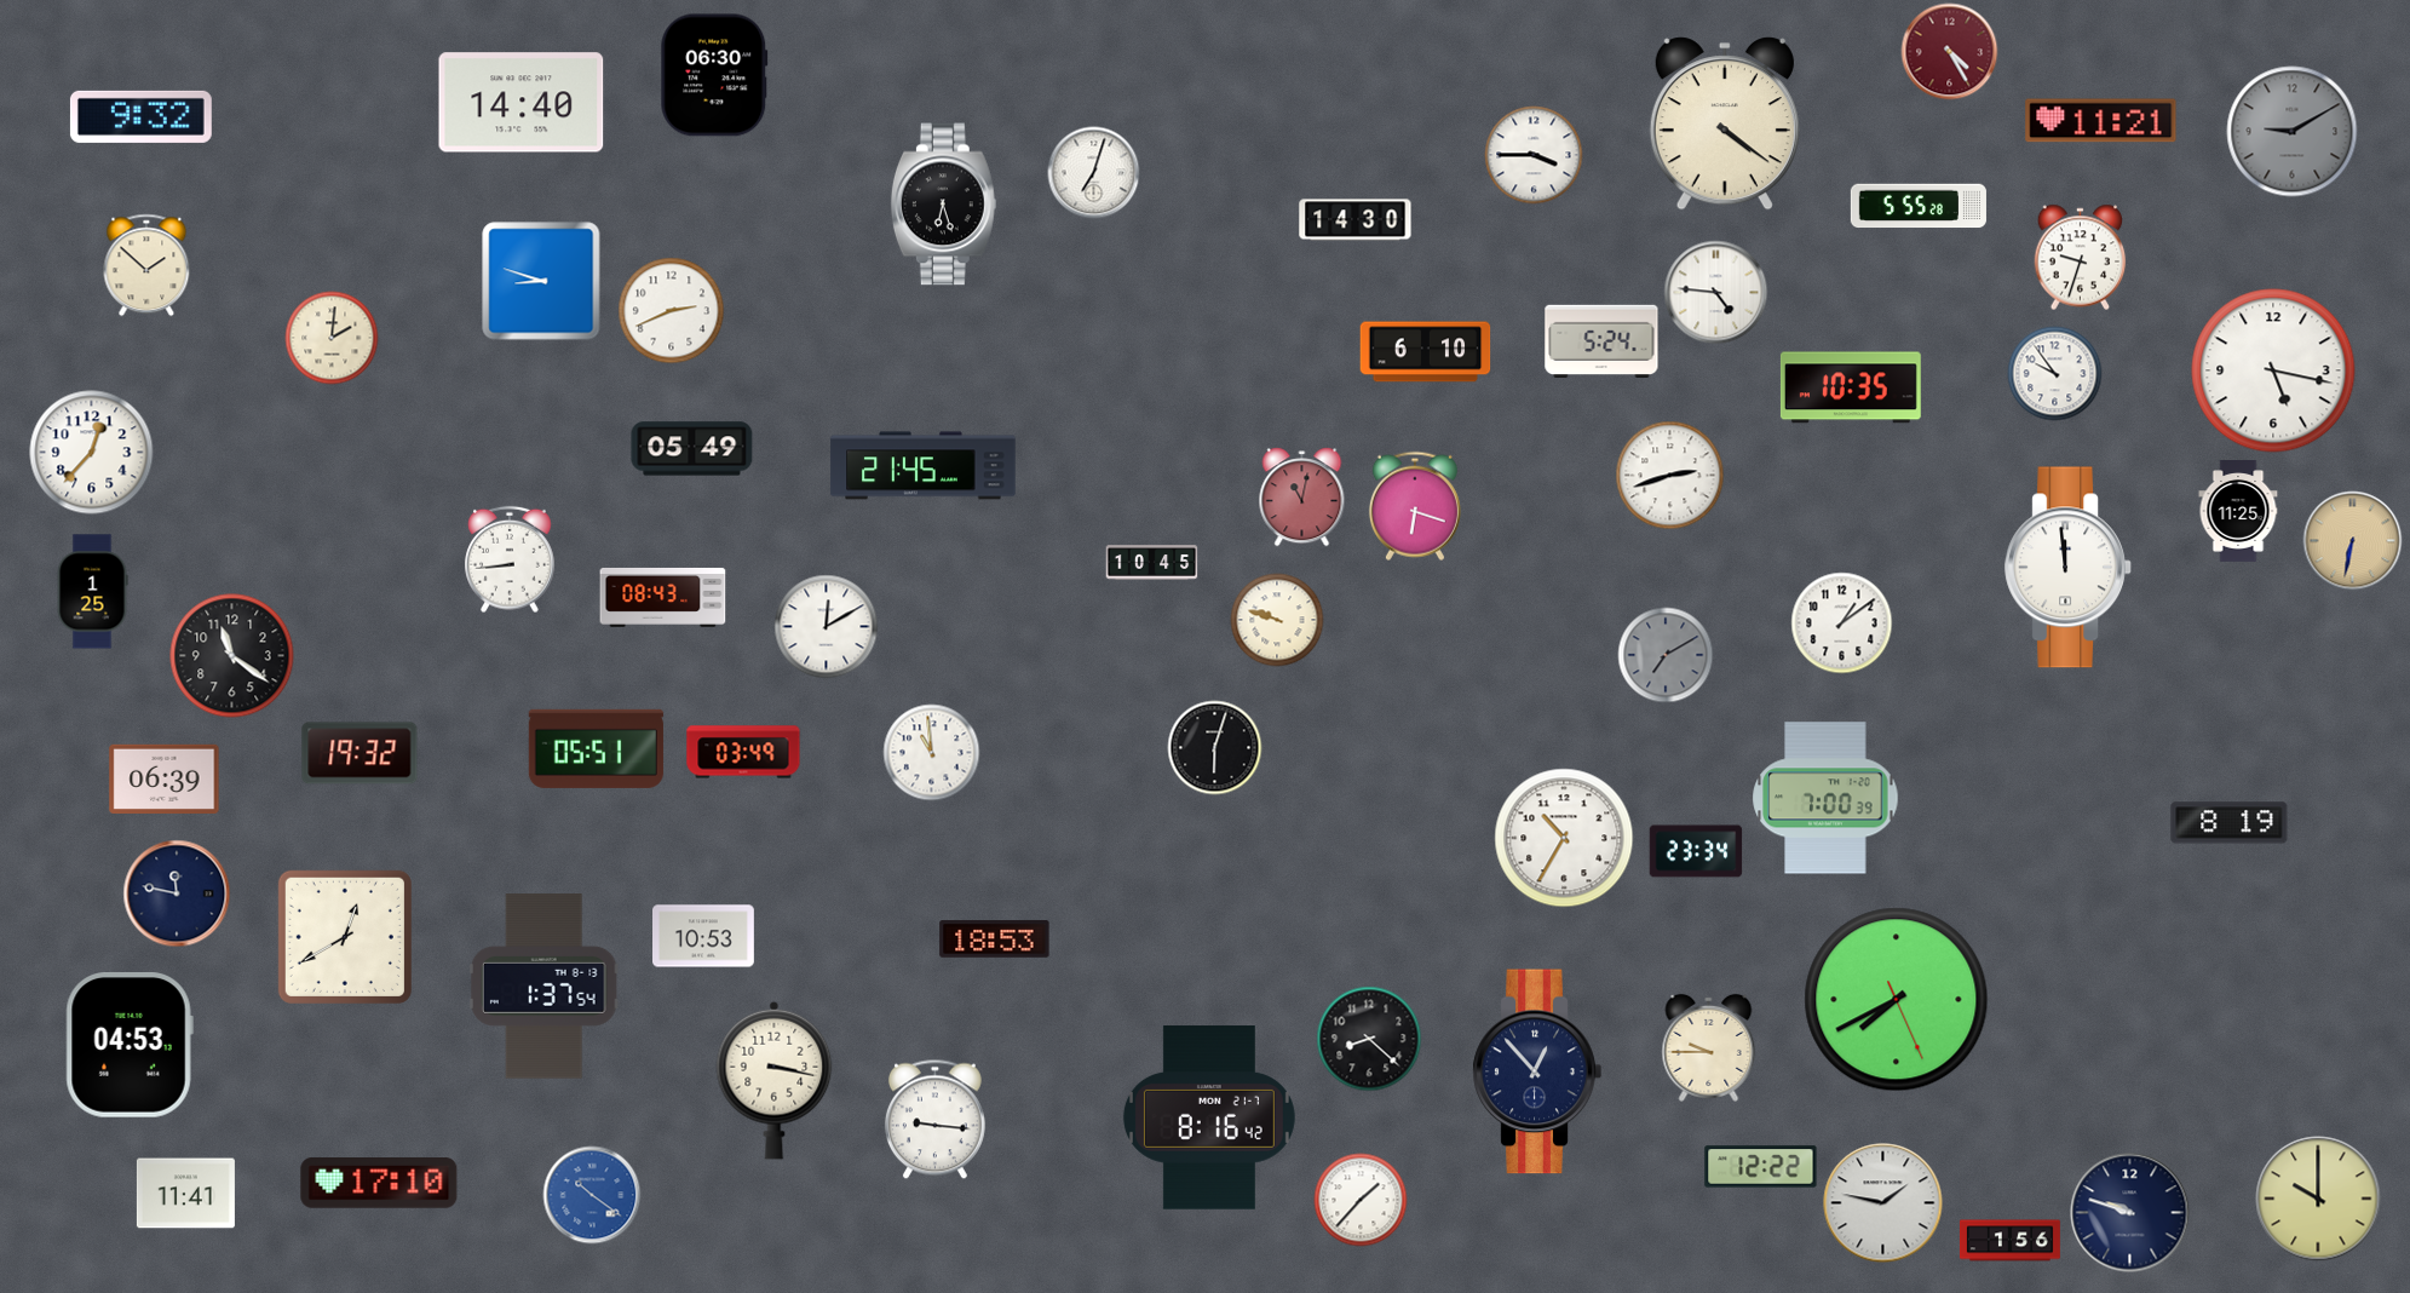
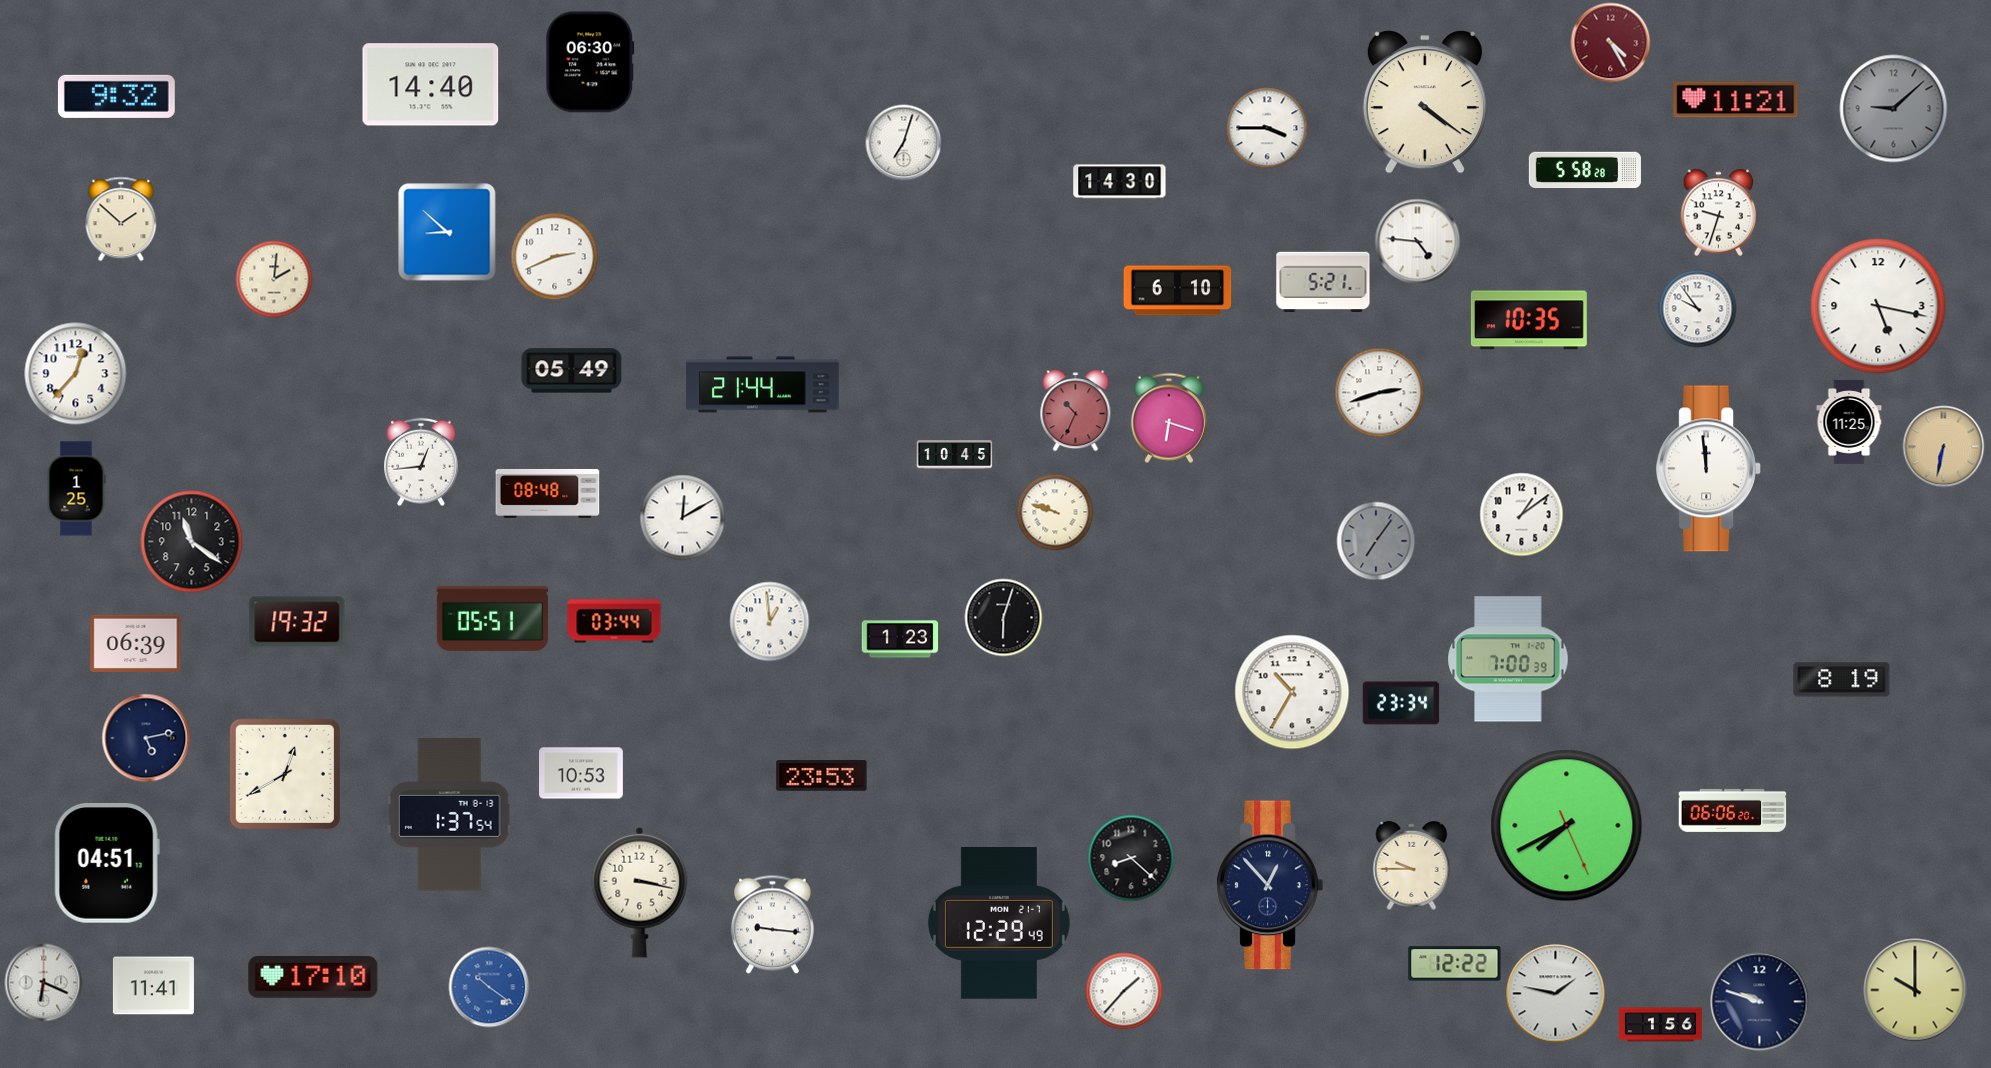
clock at (2293, 132): 9:10 -> 9:08
clock at (943, 205): 6:27 -> none
clock at (1919, 206): 5:55 -> 5:58
clock at (541, 281): 8:48 -> 8:52
clock at (1601, 340): 5:24 -> 5:21
clock at (924, 466): 21:45 -> 21:44
clock at (1302, 498): 11:02 -> 10:34
clock at (510, 559): 8:44 -> 12:44
clock at (1152, 563) position: (1152, 563) -> (955, 455)
clock at (663, 597): 08:43 -> 08:48
clock at (1666, 655): 7:10 -> 7:06
clock at (743, 752): 03:49 -> 03:44
clock at (932, 753): 10:59 -> 12:59
clock at (900, 639): none -> 1:23
clock at (177, 893): 11:47 -> 5:13
clock at (995, 939): 18:53 -> 23:53
clock at (1733, 810): none -> 06:06
clock at (130, 1045): 04:53 -> 04:51
clock at (1209, 1117): 8:16 -> 12:29
clock at (44, 983): none -> 6:19
